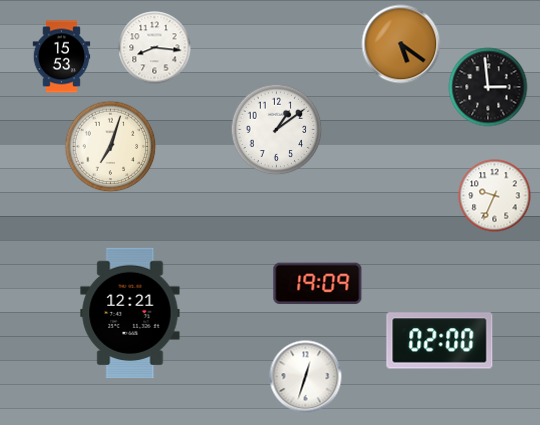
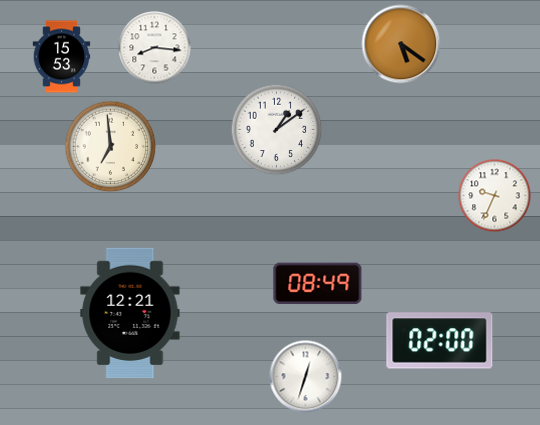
clock at (488, 87): 2:59 -> none
clock at (111, 147): 7:03 -> 6:59
clock at (318, 284): 19:09 -> 08:49
